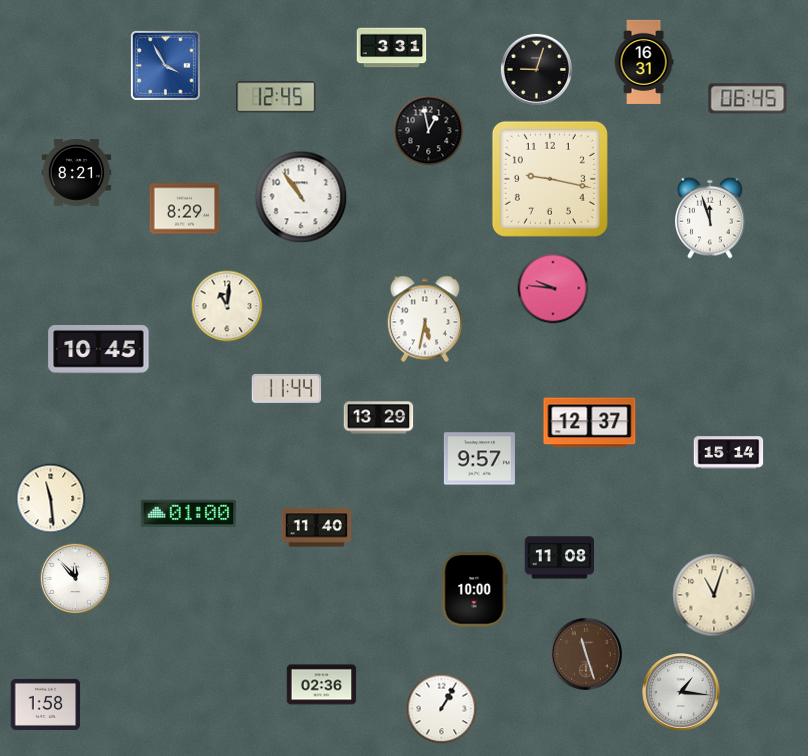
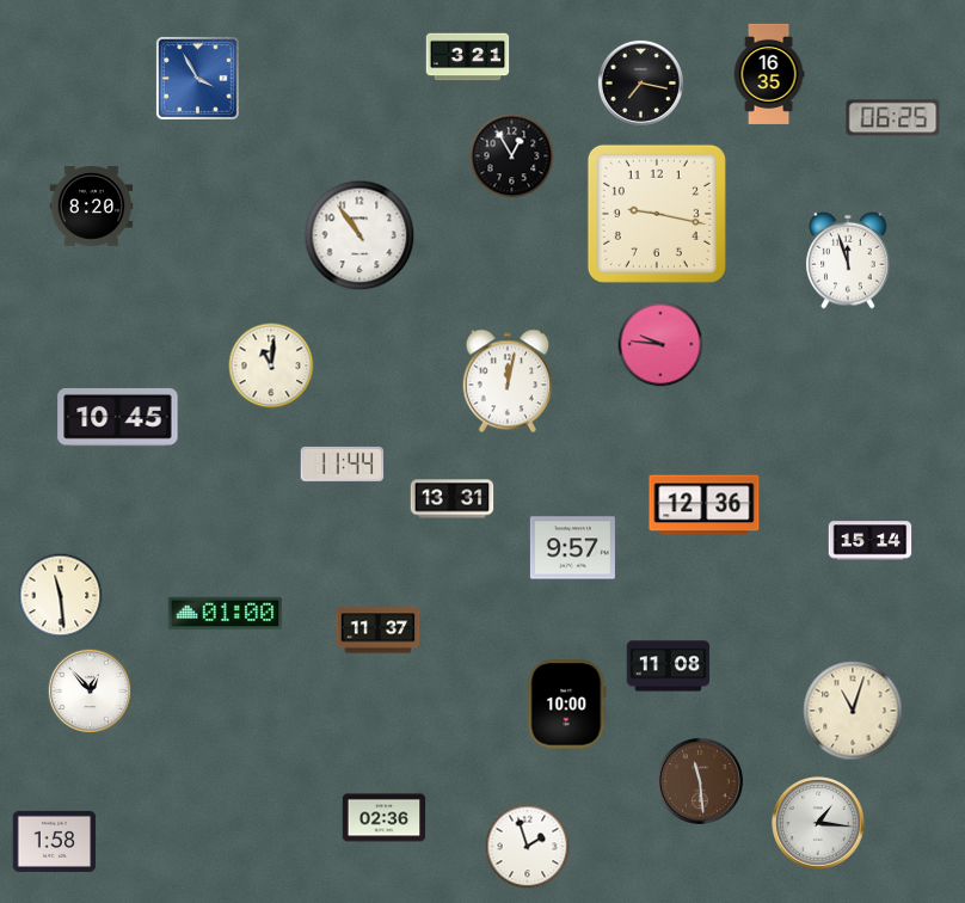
clock at (392, 48): 3:31 -> 3:21
clock at (644, 62): 16:31 -> 16:35
clock at (536, 69): 9:03 -> 7:17
clock at (276, 97): 12:45 -> none
clock at (748, 99): 06:45 -> 06:25
clock at (429, 131): 12:58 -> 12:55
clock at (77, 173): 8:21 -> 8:20
clock at (185, 209): 8:29 -> none
clock at (424, 319): 5:32 -> 12:02
clock at (379, 418): 13:29 -> 13:31
clock at (590, 423): 12:37 -> 12:36
clock at (317, 528): 11:40 -> 11:37
clock at (75, 578): 11:53 -> 12:53
clock at (586, 654): 11:27 -> 11:29
clock at (681, 692) position: (681, 692) -> (818, 823)
clock at (442, 709): 1:05 -> 1:57
